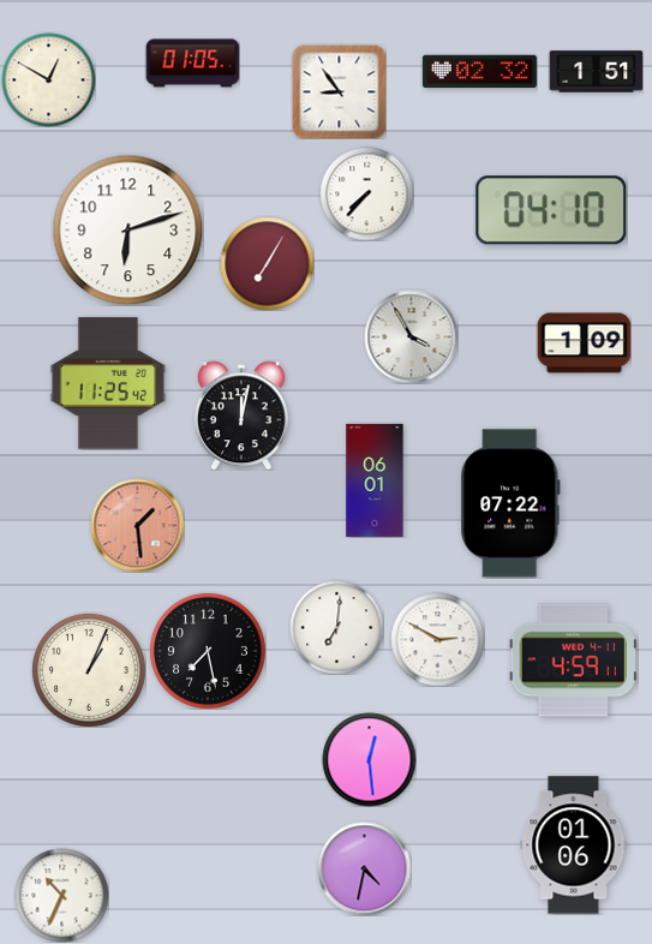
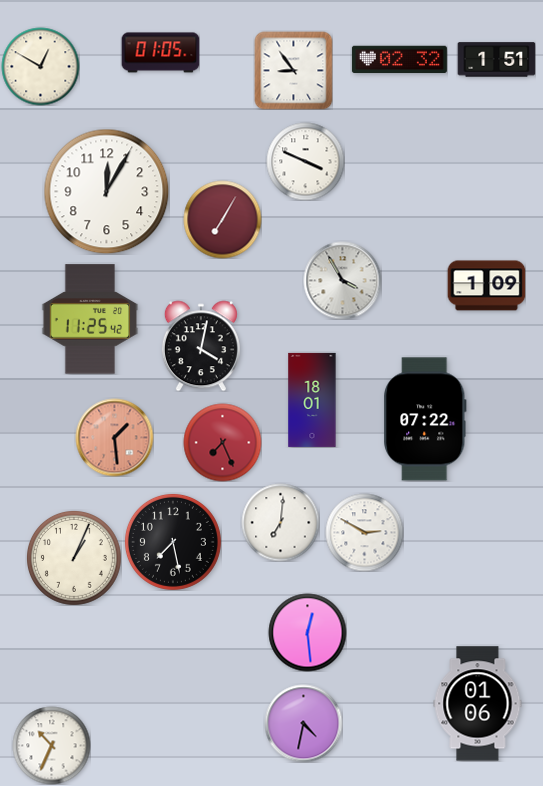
clock at (339, 91) position: (339, 91) -> (293, 70)
clock at (366, 193): 7:37 -> 3:49
clock at (551, 210): 04:10 -> none
clock at (127, 229): 6:12 -> 12:05
clock at (241, 416): 12:02 -> 4:02
clock at (375, 480): 06:01 -> 18:01
clock at (222, 442): none -> 7:26
clock at (573, 661): 4:59 -> none
